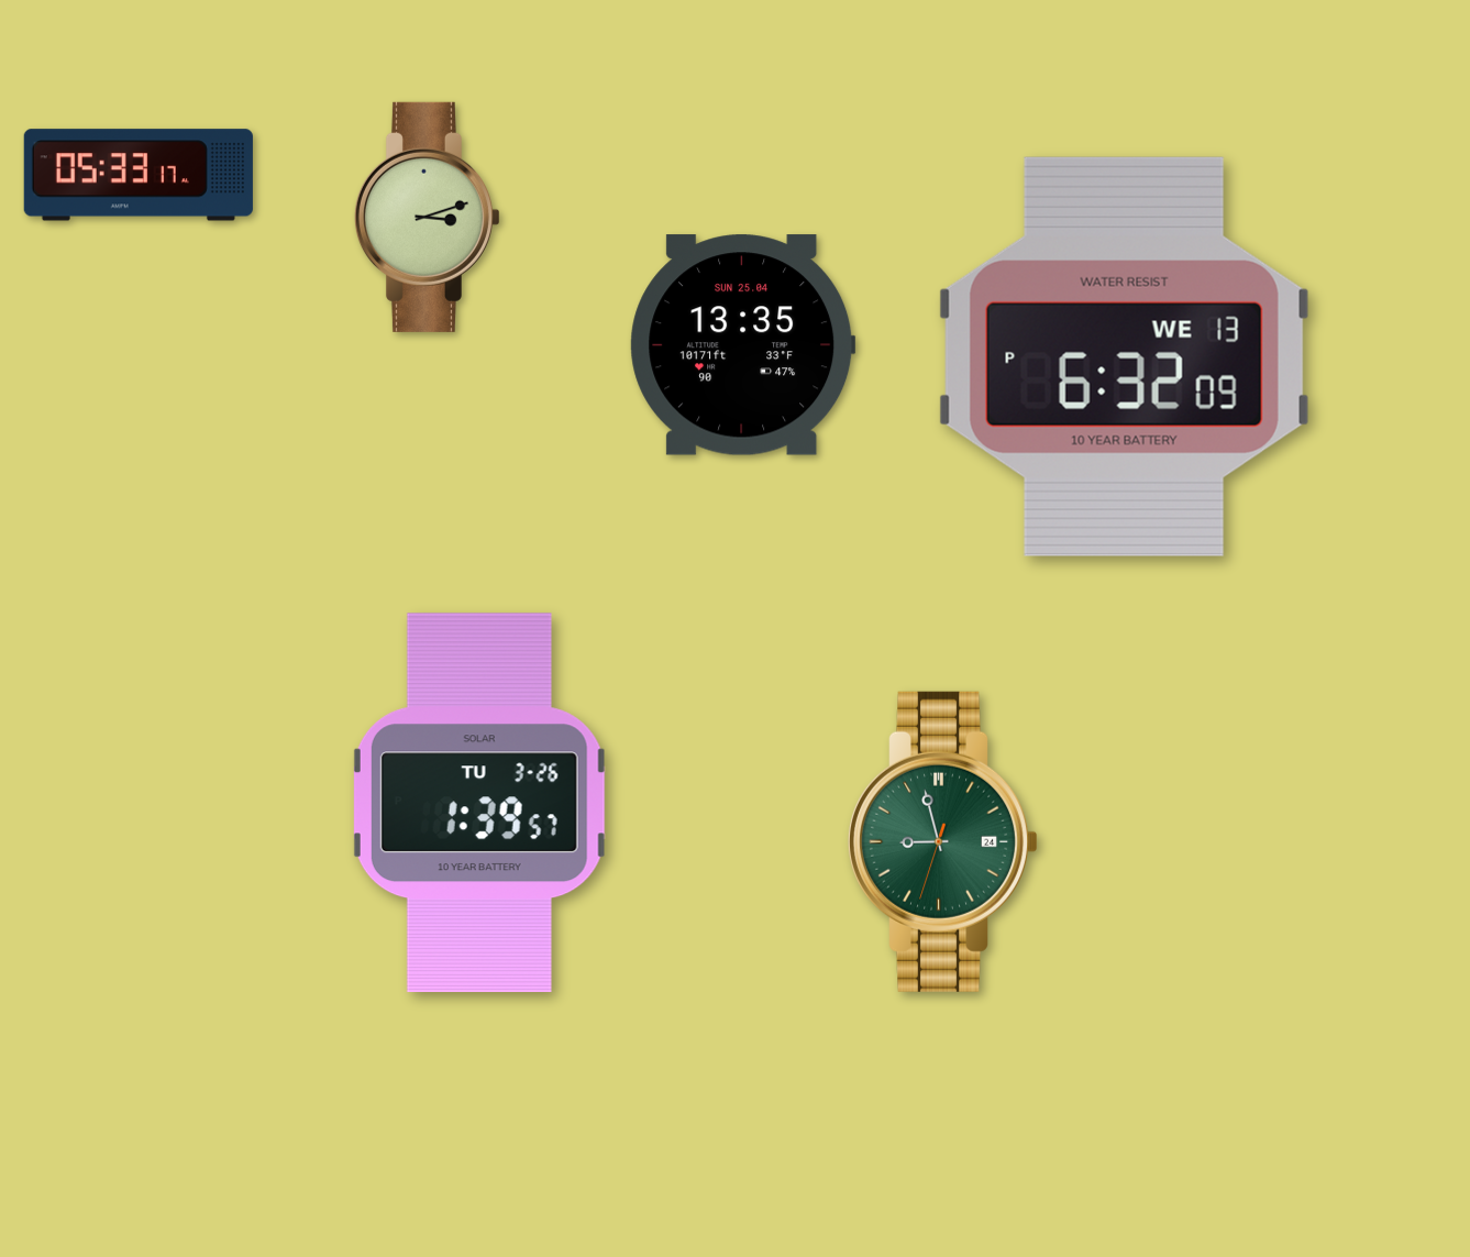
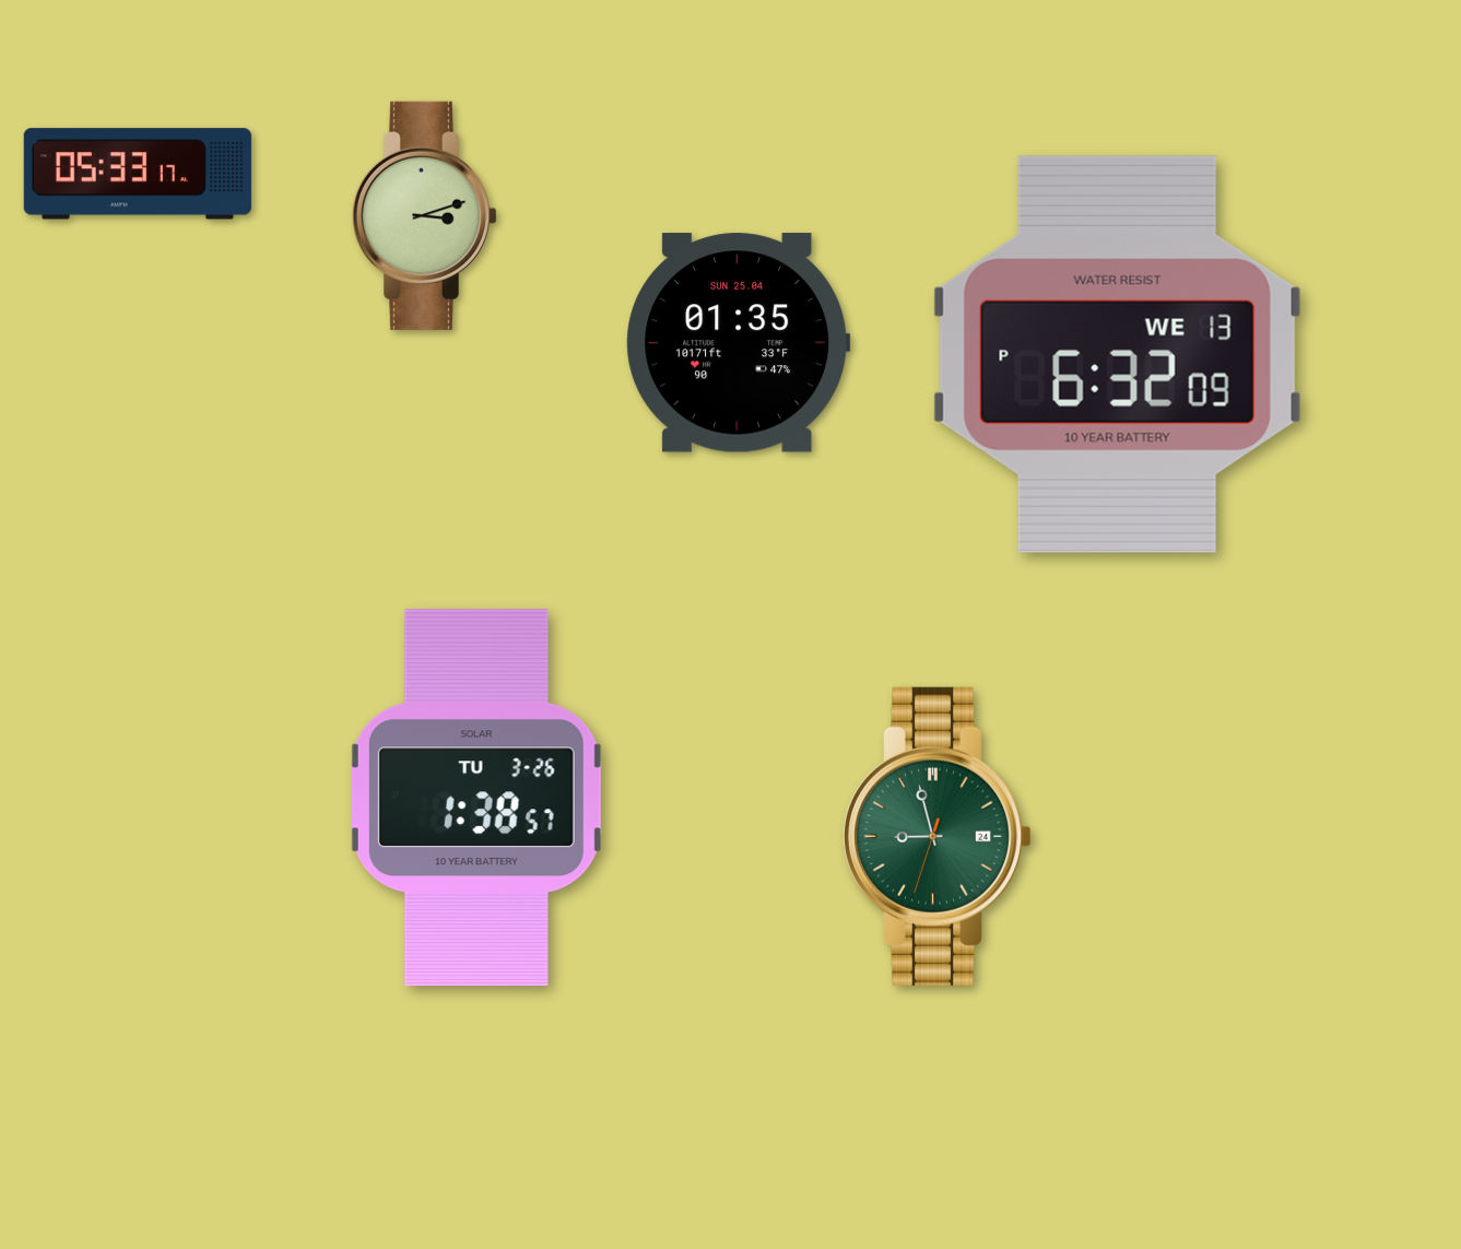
clock at (743, 345): 13:35 -> 01:35
clock at (479, 803): 1:39 -> 1:38
